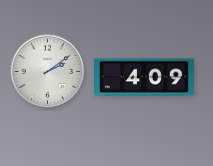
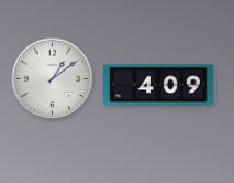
clock at (48, 72): 2:09 -> 1:09
